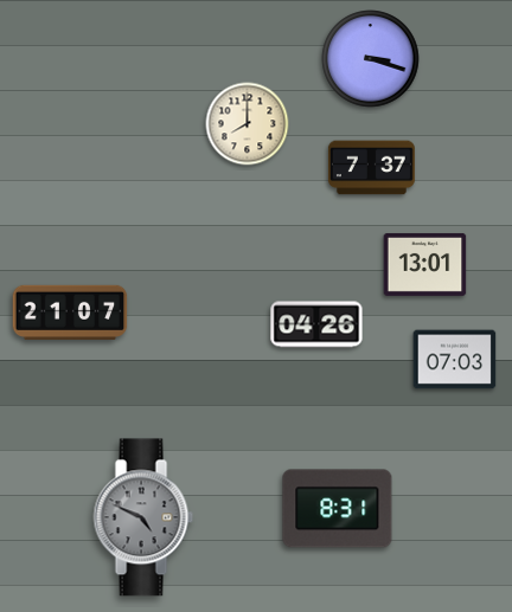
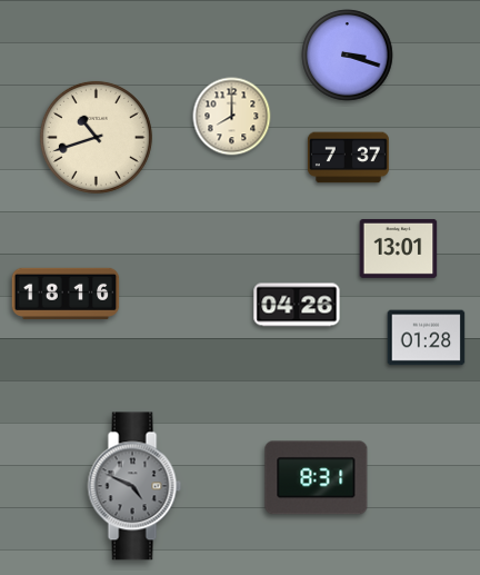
clock at (96, 137): none -> 10:42
clock at (70, 311): 21:07 -> 18:16
clock at (455, 360): 07:03 -> 01:28
